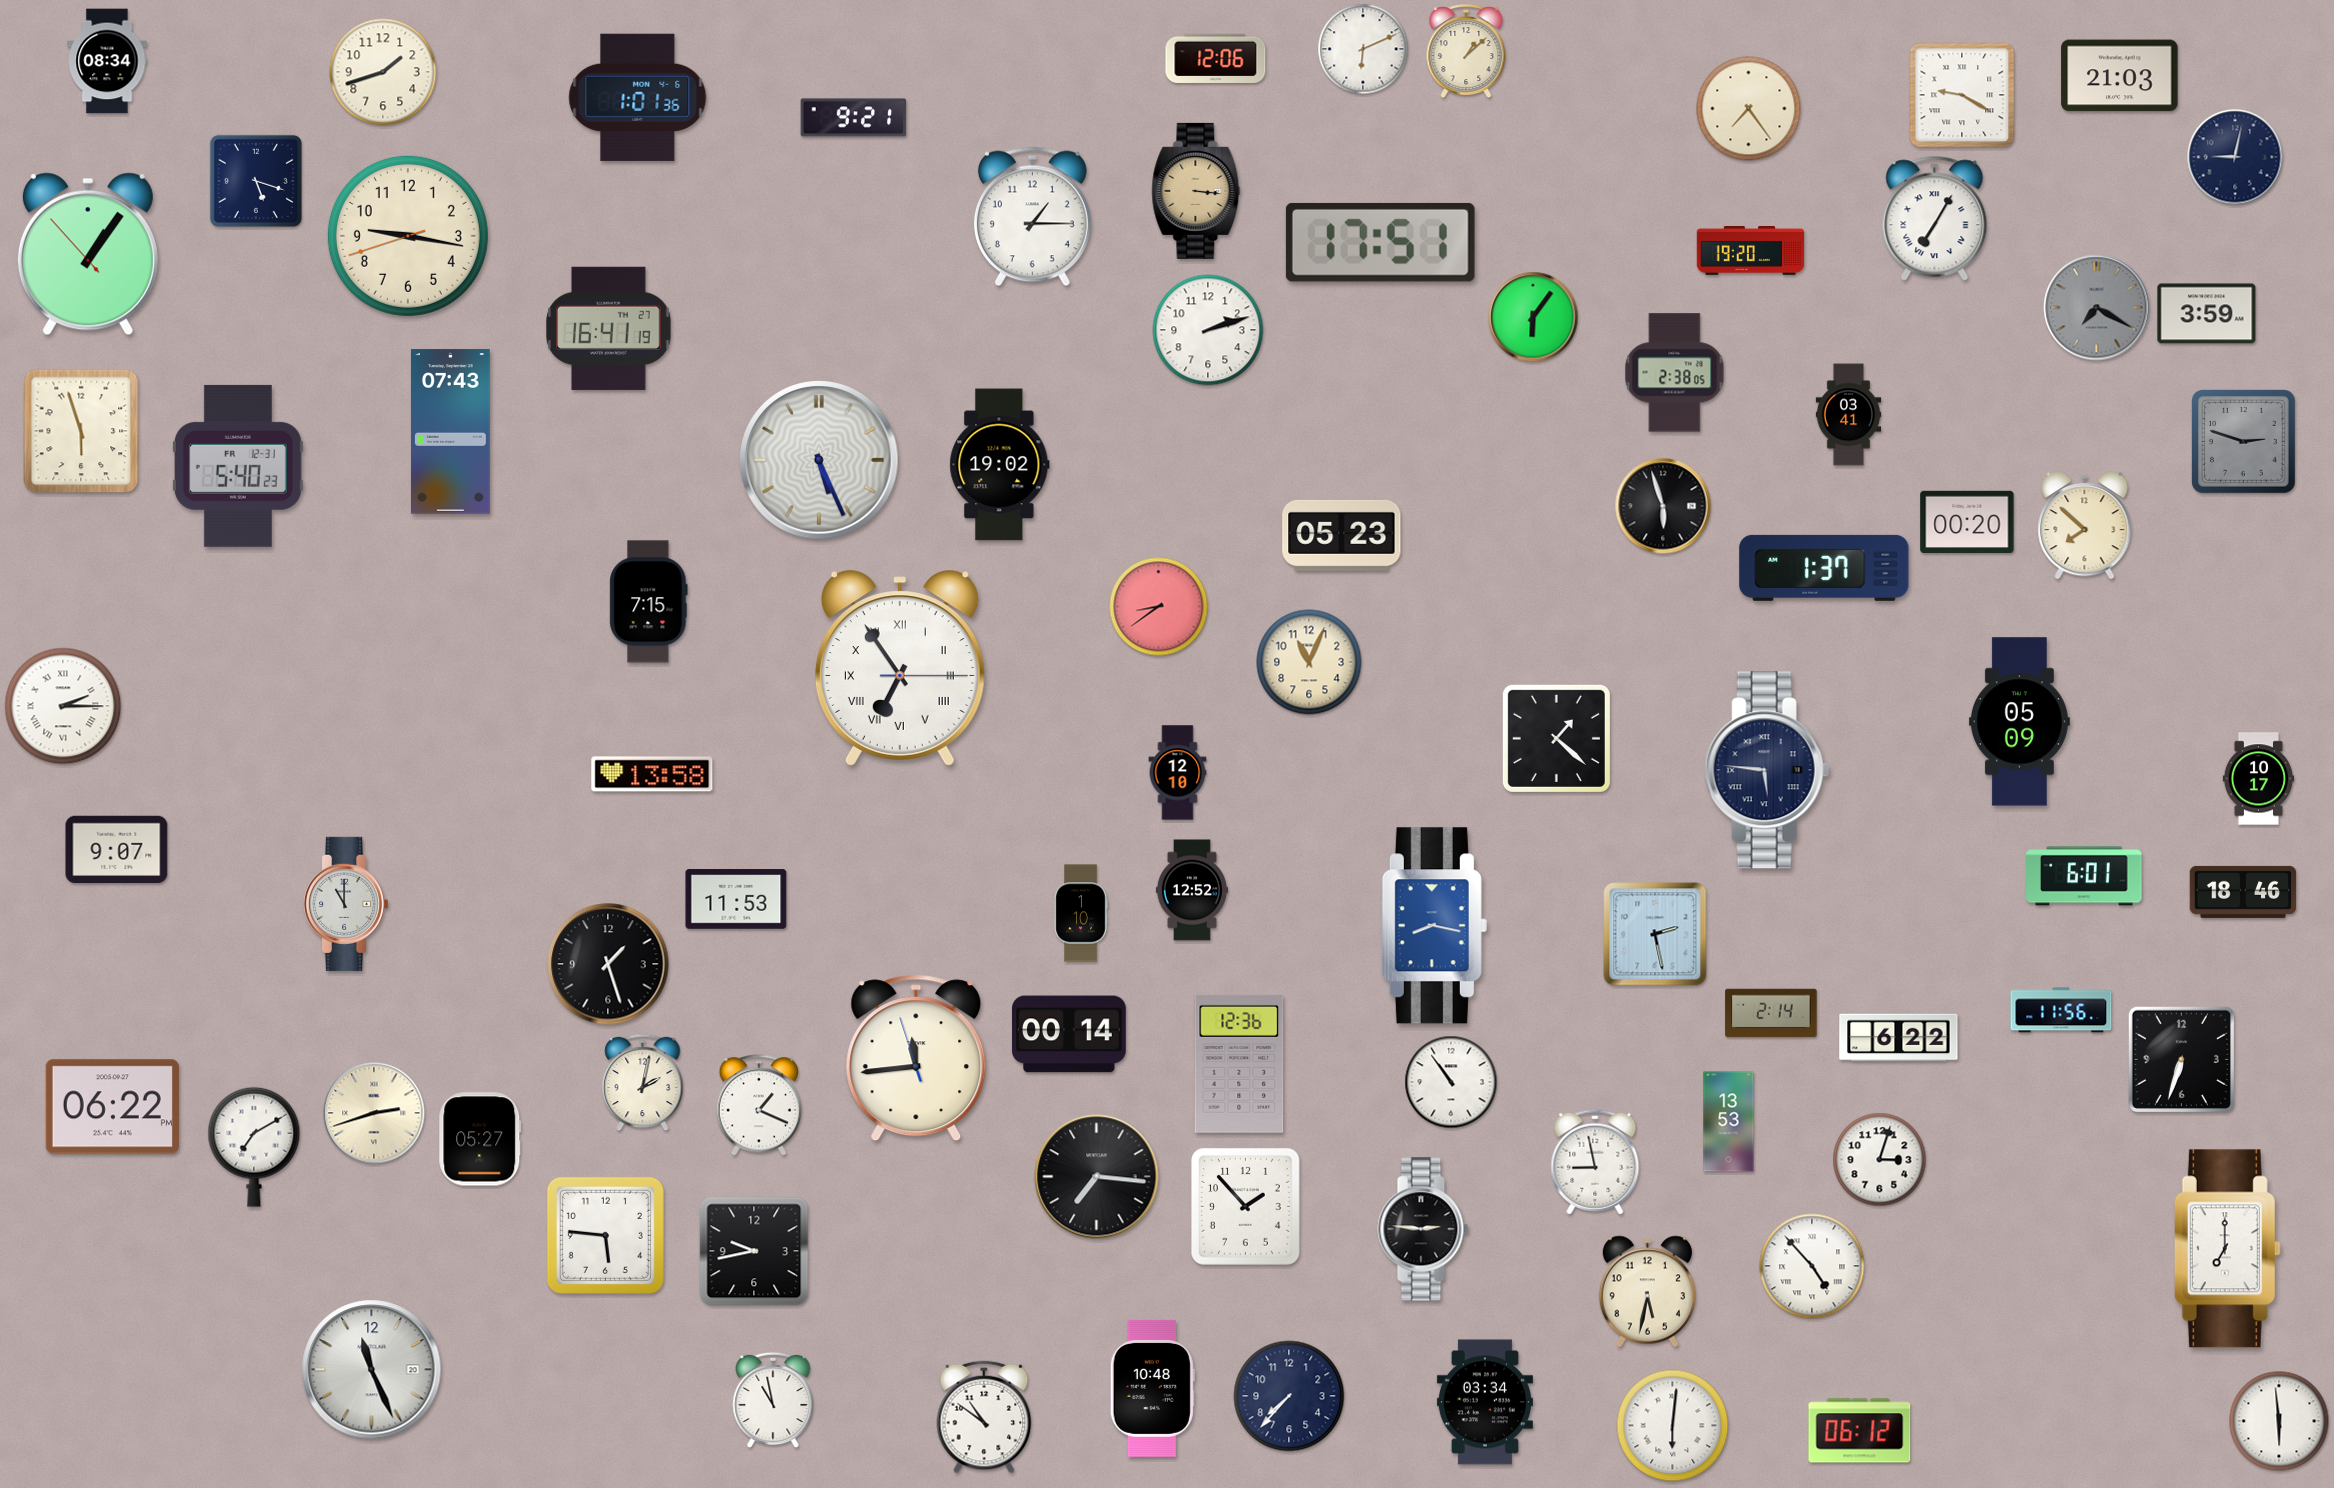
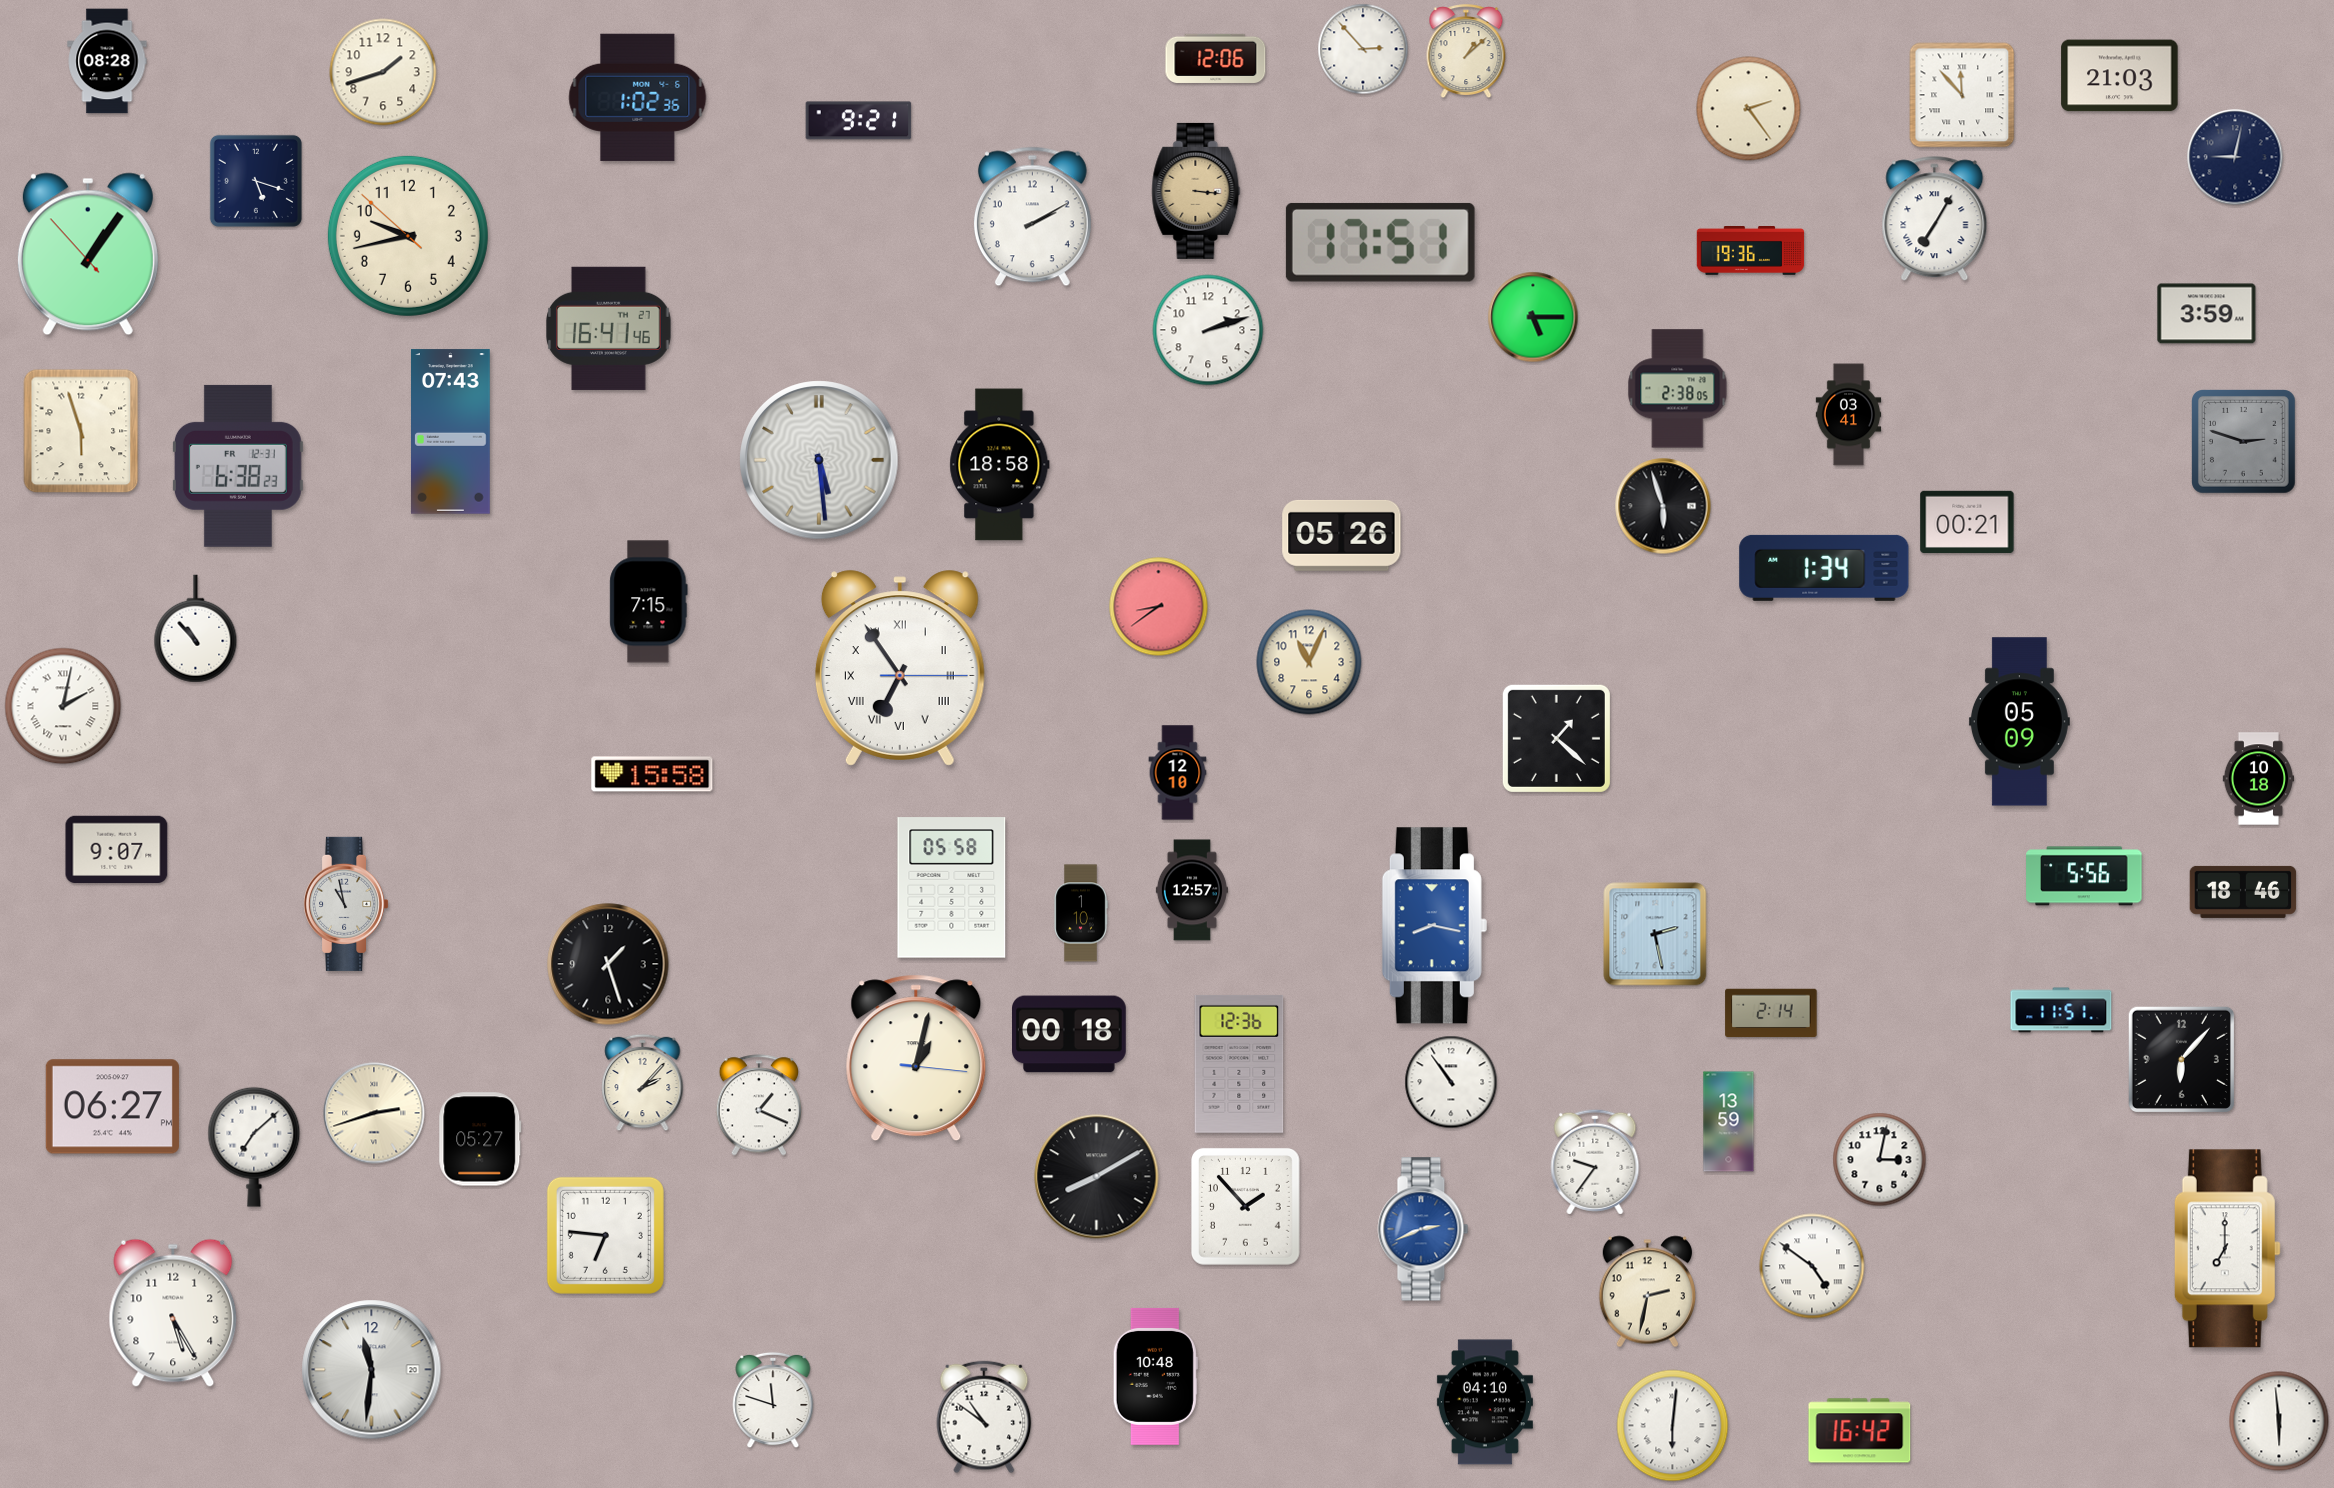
clock at (1363, 49): 6:11 -> 2:53
clock at (107, 61): 08:34 -> 08:28
clock at (1962, 95): 9:20 -> 11:53
clock at (638, 97): 1:01 -> 1:02
clock at (1749, 109): 7:24 -> 2:24
clock at (854, 118) position: (854, 118) -> (859, 121)
clock at (1032, 217): 1:15 -> 2:10
clock at (408, 236): 9:16 -> 9:42
clock at (1751, 251): 19:20 -> 19:36
clock at (2097, 308): 7:20 -> none
clock at (1533, 317): 6:06 -> 5:15
clock at (609, 328): 16:41:19 -> 16:41:46
clock at (1675, 373) position: (1675, 373) -> (1678, 389)
clock at (819, 460): 5:26 -> 5:29
clock at (1000, 465): 19:02 -> 18:58
clock at (238, 466): 5:40 -> 6:38
clock at (1967, 521): 00:20 -> 00:21
clock at (2085, 525): 7:52 -> none
clock at (1342, 535): 05:23 -> 05:26
clock at (1824, 568): 1:37 -> 1:34
clock at (196, 629): none -> 10:53
clock at (63, 706): 2:15 -> 2:02
clock at (1767, 770): 5:46 -> none
clock at (652, 774): 13:58 -> 15:58
clock at (2259, 779): 10:17 -> 10:18
clock at (2084, 876): 6:01 -> 5:56
clock at (952, 888): none -> 05:58
clock at (1192, 890): 12:52 -> 12:57
clock at (736, 899): 11:53 -> none
clock at (347, 904): 11:00 -> 10:58
clock at (2061, 1010): 11:56 -> 11:51
clock at (1070, 1034): 00:14 -> 00:18
clock at (1899, 1038): 6:22 -> none
clock at (916, 1058): 11:43 -> 1:02
clock at (2181, 1059): 6:33 -> 6:07
clock at (643, 1083): 2:02 -> 2:07
clock at (112, 1107): 06:22 -> 06:27
clock at (1729, 1122): 13:53 -> 13:59
clock at (254, 1147): 7:10 -> 7:08
clock at (1880, 1160): 3:03 -> 3:02
clock at (1595, 1162): 8:58 -> 9:36
clock at (1097, 1177): 7:16 -> 8:10
clock at (1423, 1229): 2:46 -> 2:41
clock at (1423, 1229) dial: black -> blue
clock at (605, 1235): 5:46 -> 6:46
clock at (754, 1251): 9:43 -> none
clock at (1812, 1266): 4:53 -> 4:51
clock at (1647, 1292): 5:32 -> 2:32
clock at (173, 1313): none -> 5:25
clock at (372, 1370): 11:26 -> 11:31
clock at (1152, 1388) position: (1152, 1388) -> (1155, 1376)
clock at (1289, 1396): 7:37 -> none
clock at (773, 1400): 10:58 -> 11:48
clock at (1485, 1402): 03:34 -> 04:10
clock at (1860, 1431): 06:12 -> 16:42
